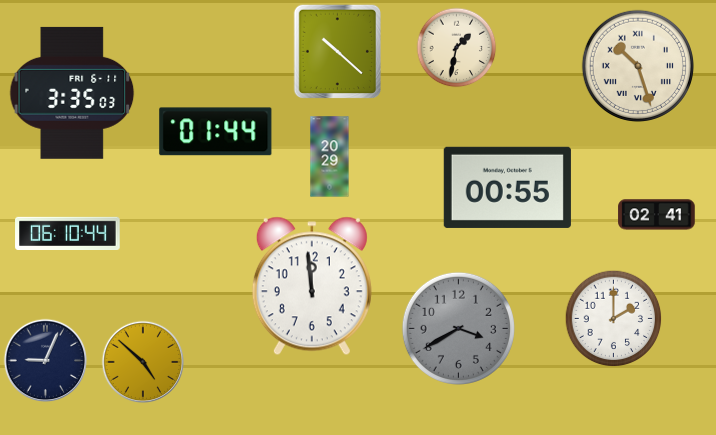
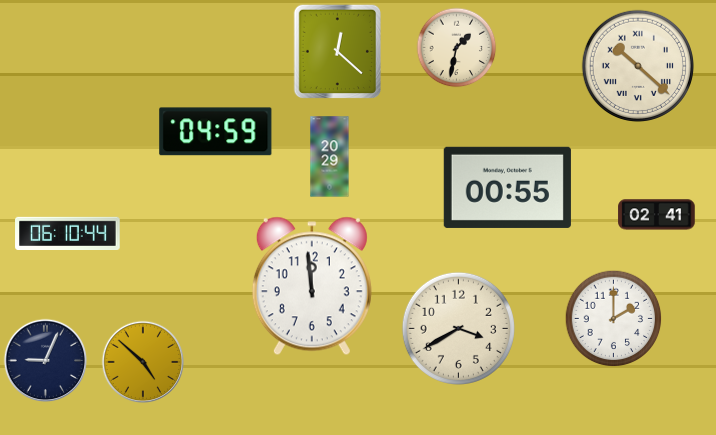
clock at (337, 52): 10:22 -> 12:22
clock at (638, 66): 10:27 -> 10:22
clock at (72, 93): 3:35 -> none
clock at (216, 132): 01:44 -> 04:59
clock at (458, 328) dial: grey -> cream
